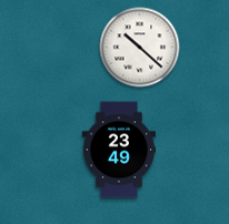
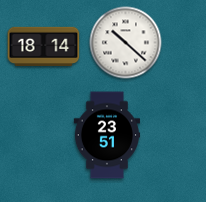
clock at (44, 46): none -> 18:14
clock at (118, 150): 23:49 -> 23:51
